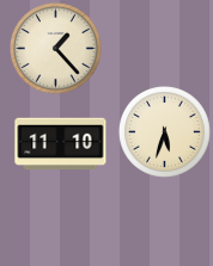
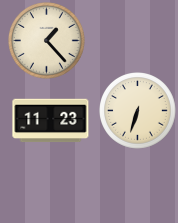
clock at (165, 132): 5:33 -> 6:33
clock at (61, 144): 11:10 -> 11:23
